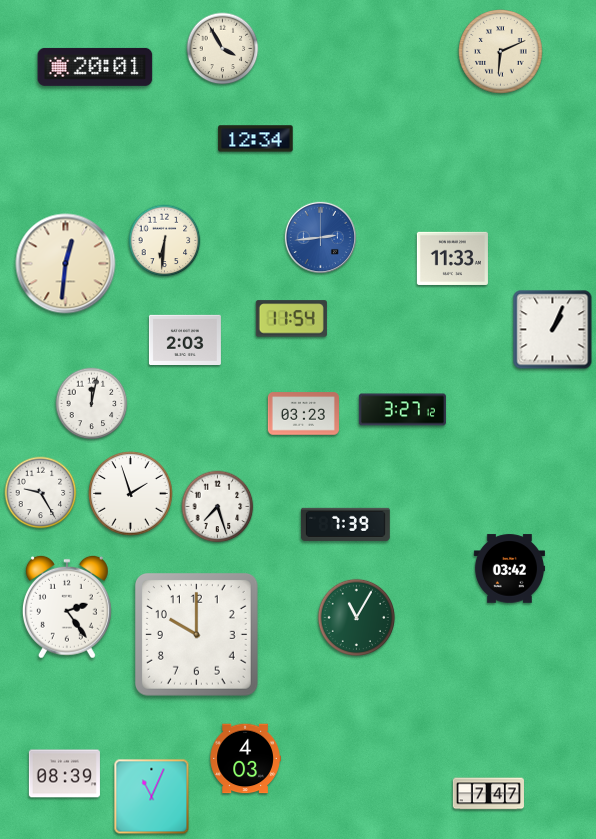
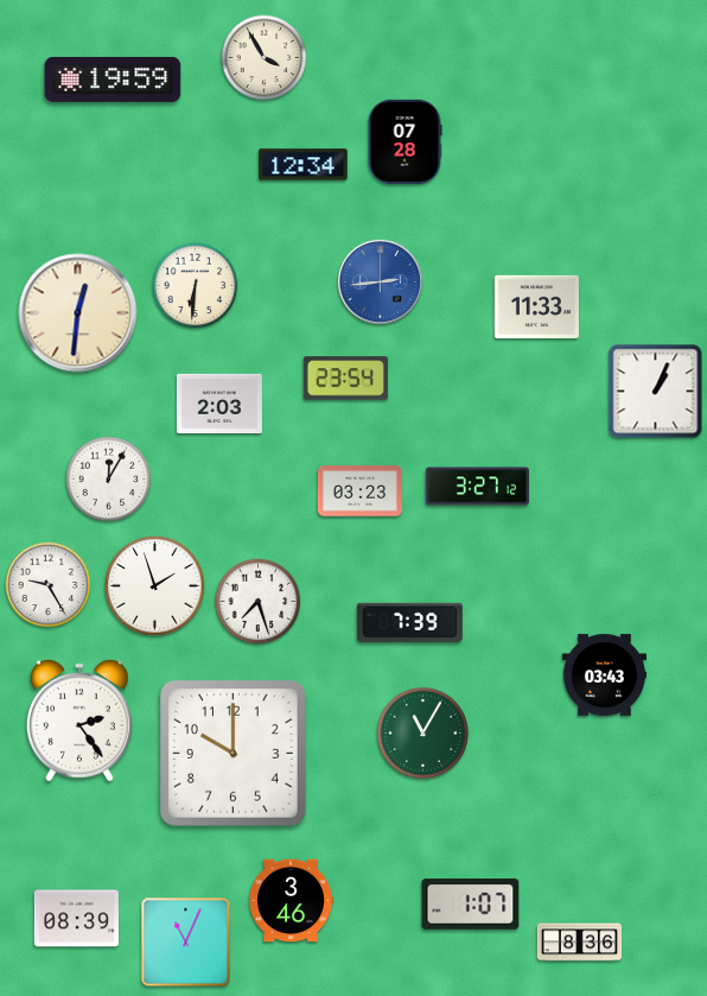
clock at (501, 52): 6:11 -> none
clock at (95, 67): 20:01 -> 19:59
clock at (405, 141): none -> 07:28
clock at (291, 319): 11:54 -> 23:54
clock at (92, 404): 12:02 -> 12:05
clock at (509, 569): 03:42 -> 03:43
clock at (245, 759): 4:03 -> 3:46
clock at (471, 905): none -> 1:07
clock at (488, 794): 7:47 -> 8:36
clock at (152, 797) position: (152, 797) -> (186, 943)
